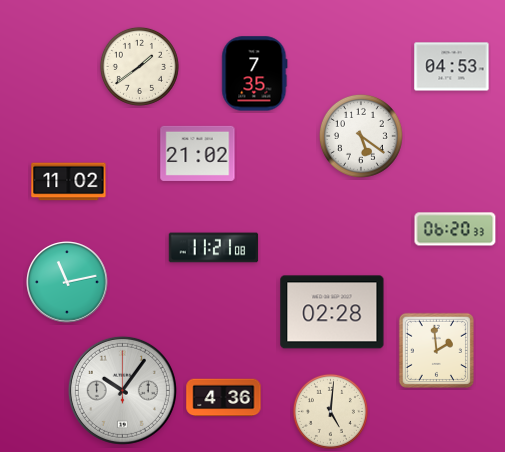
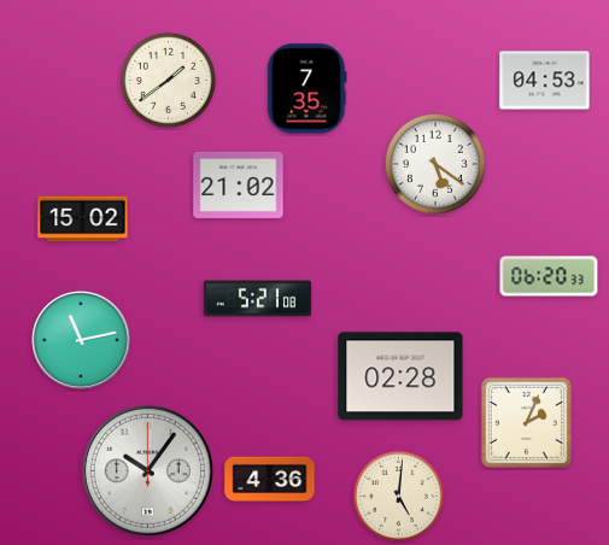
clock at (69, 182): 11:02 -> 15:02
clock at (214, 248): 11:21 -> 5:21
clock at (436, 350): 1:59 -> 2:04
